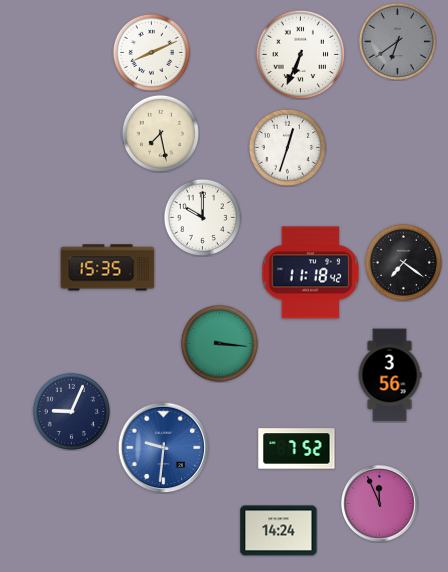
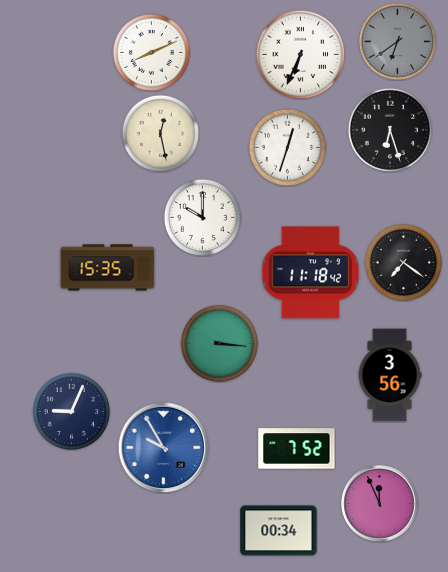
clock at (390, 130): none -> 6:27
clock at (160, 133): 7:28 -> 12:28
clock at (163, 447): 9:31 -> 9:55
clock at (279, 531): 14:24 -> 00:34
